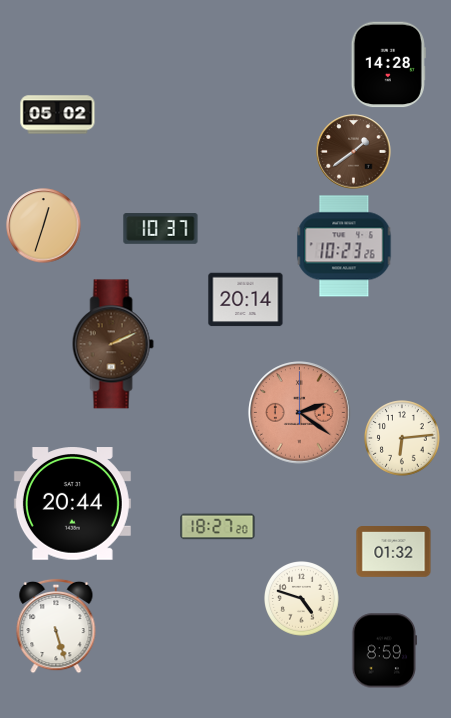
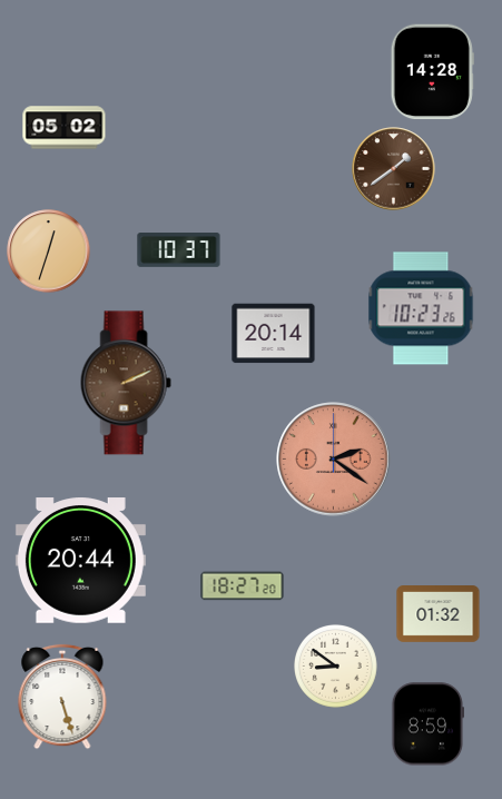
clock at (161, 229) position: (161, 229) -> (179, 250)
clock at (344, 246) position: (344, 246) -> (421, 308)
clock at (403, 439): 6:14 -> none
clock at (302, 599): 4:48 -> 8:51
